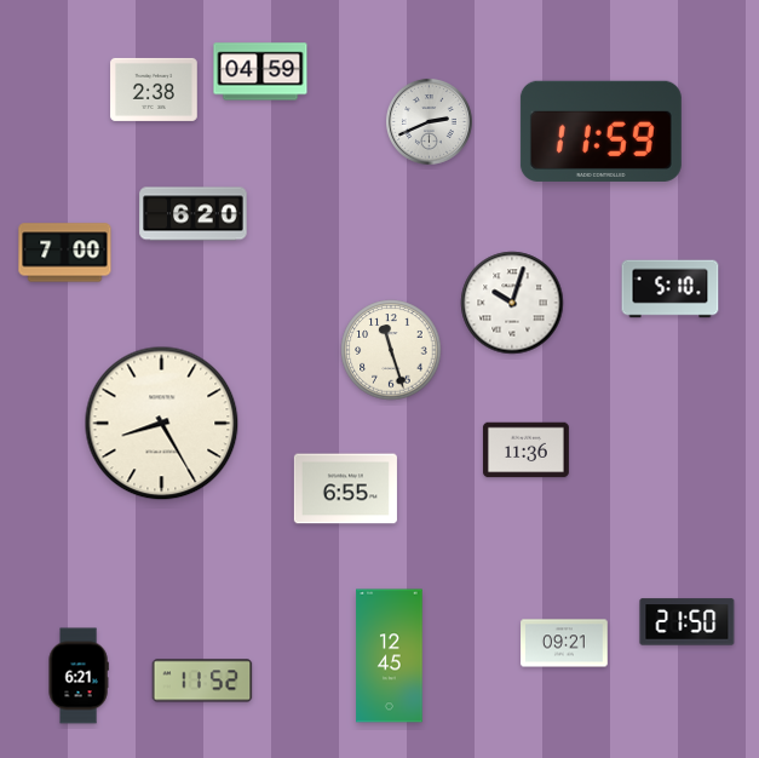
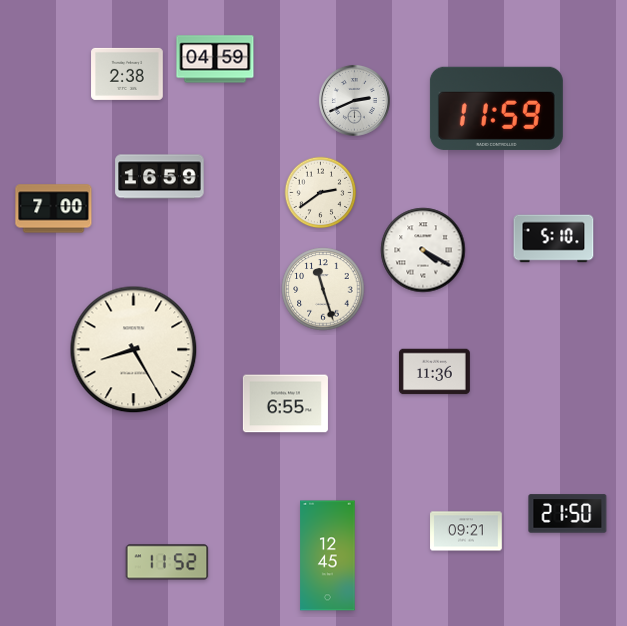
clock at (194, 214): 6:20 -> 16:59
clock at (321, 193): none -> 2:39
clock at (512, 303): 10:03 -> 4:20
clock at (390, 656) position: (390, 656) -> (328, 556)
clock at (79, 676): 6:21 -> none
